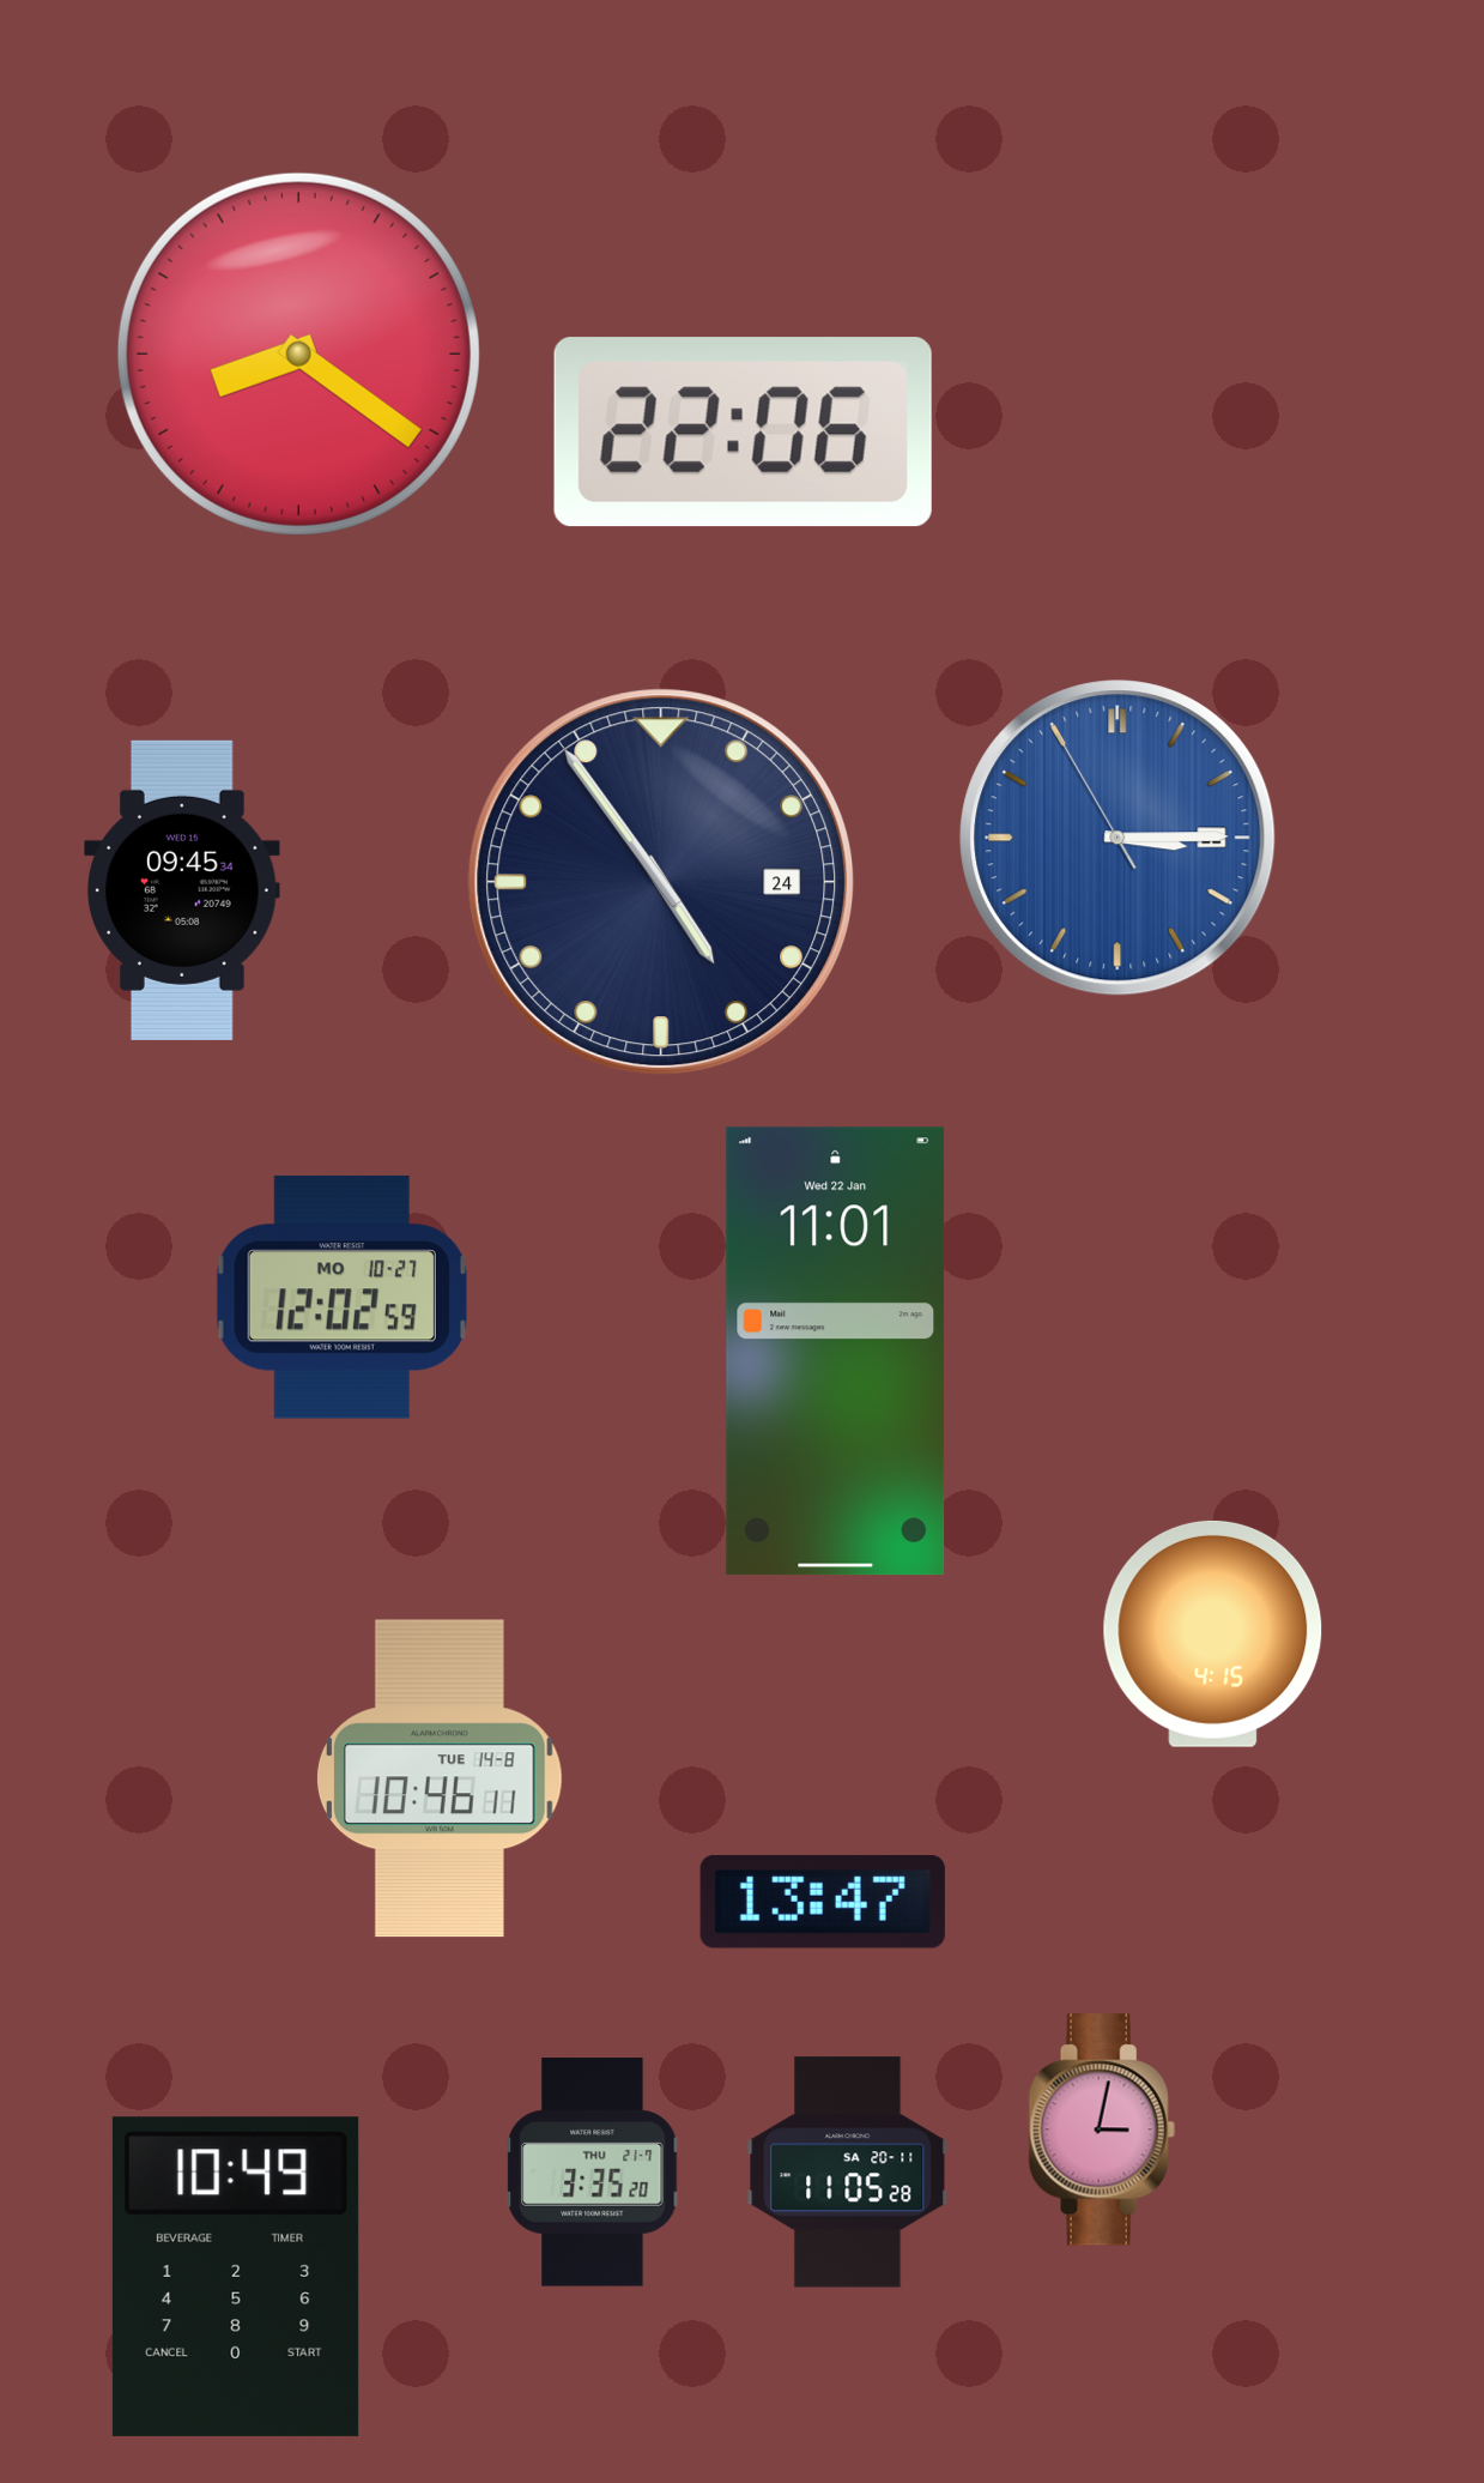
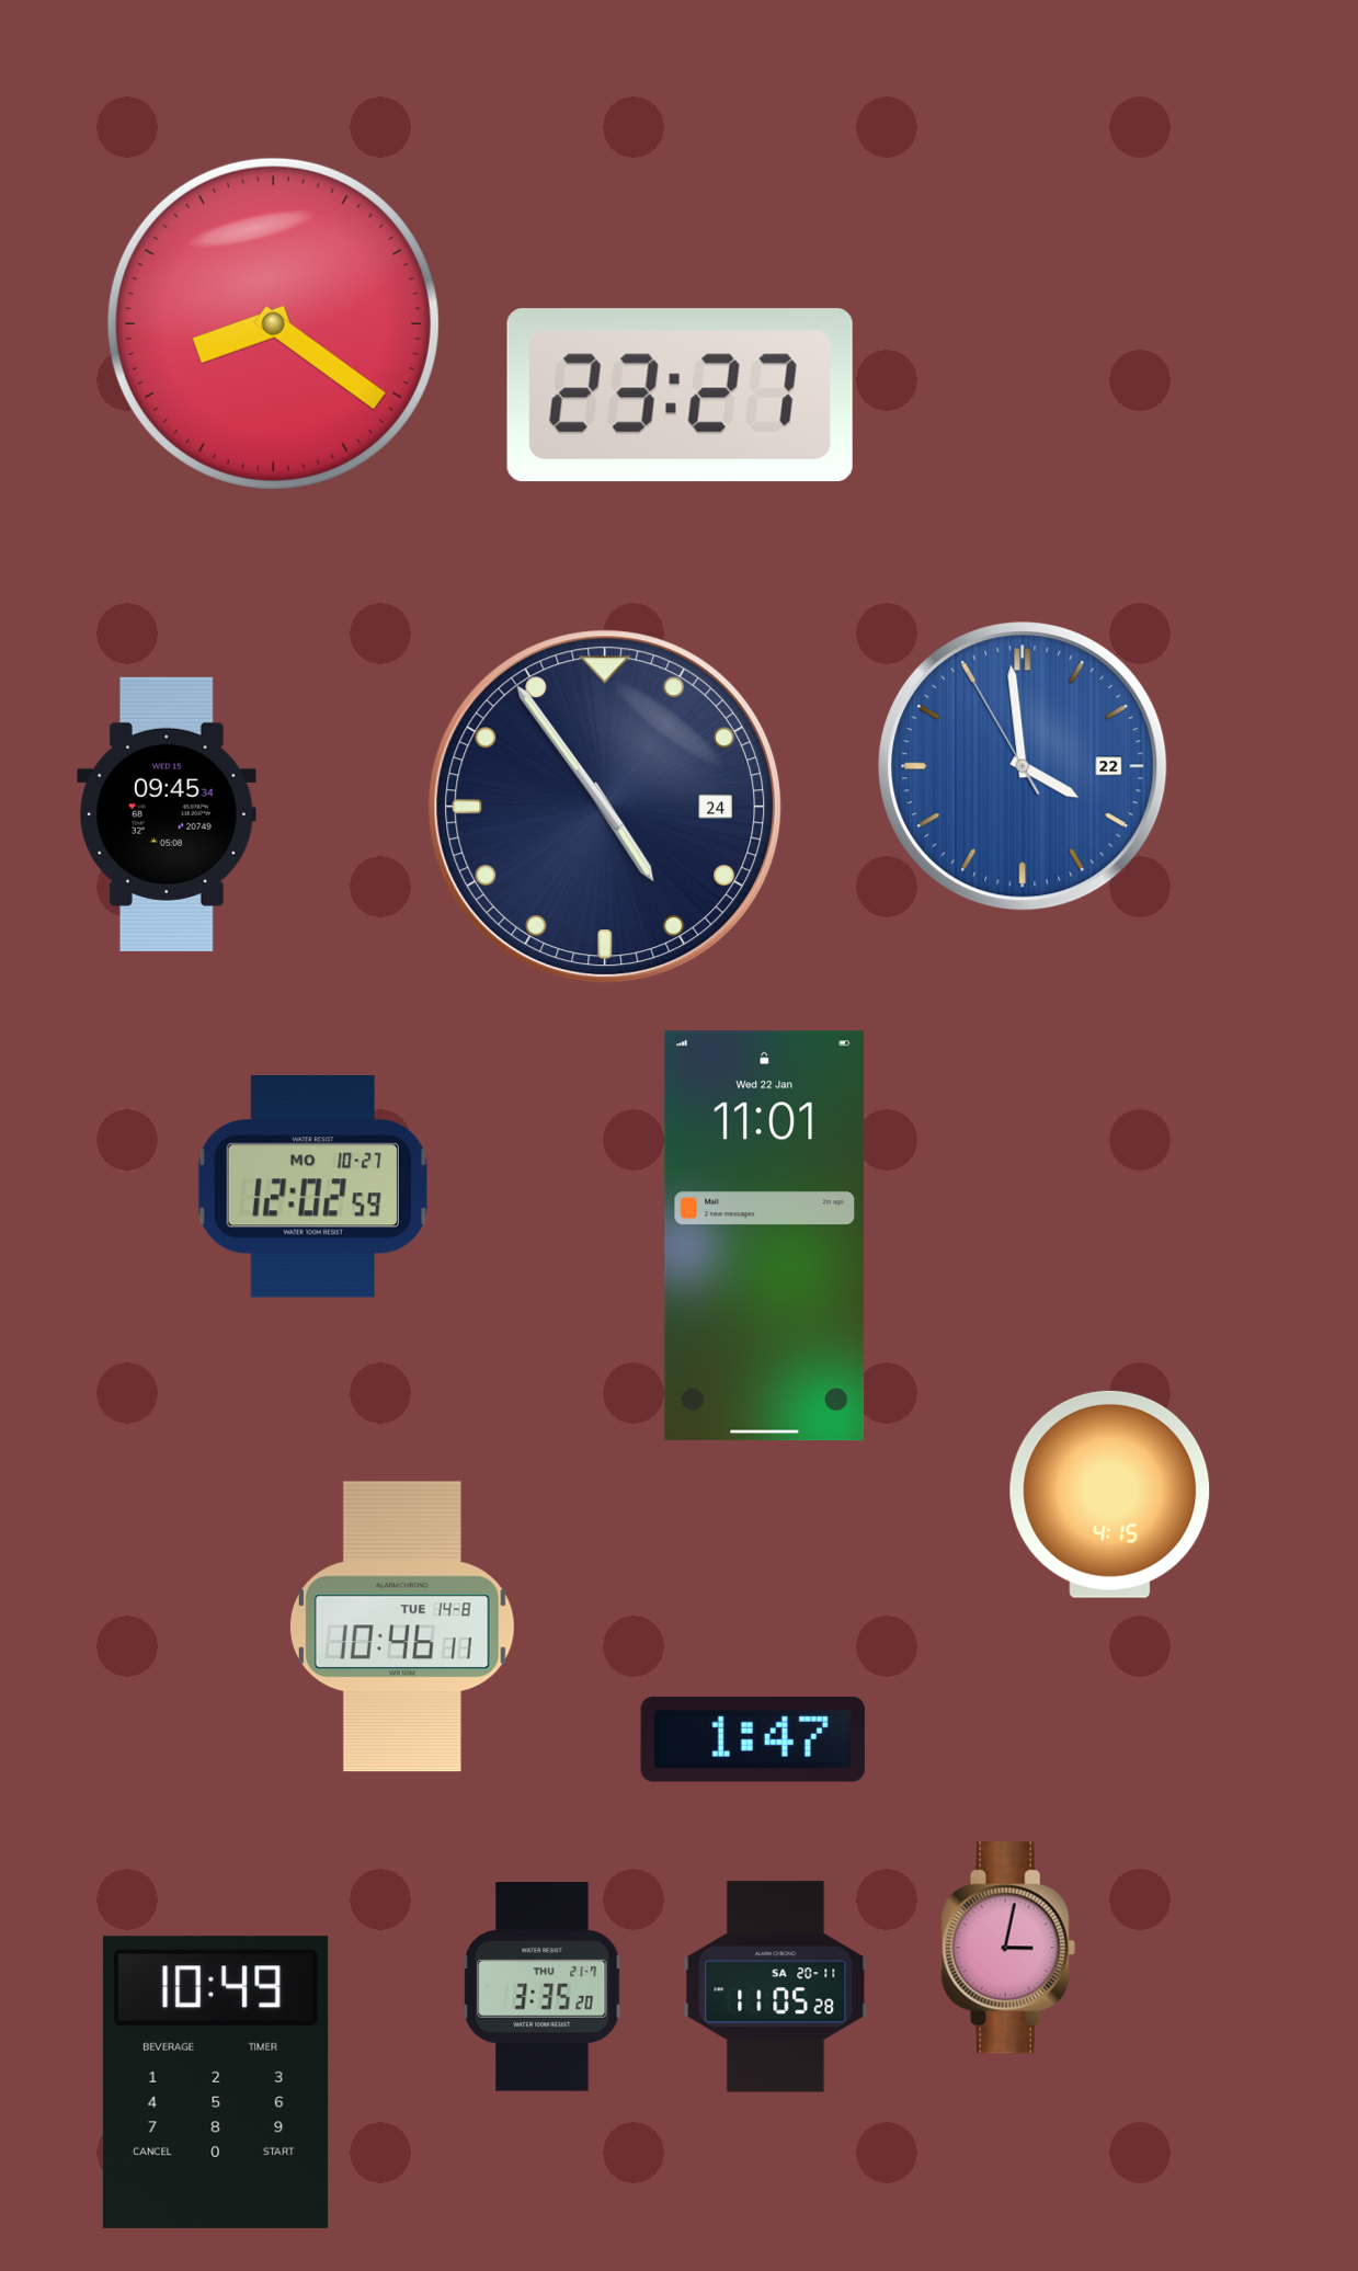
clock at (743, 433): 22:06 -> 23:27
clock at (1117, 838): 3:14 -> 3:58
clock at (823, 1902): 13:47 -> 1:47
